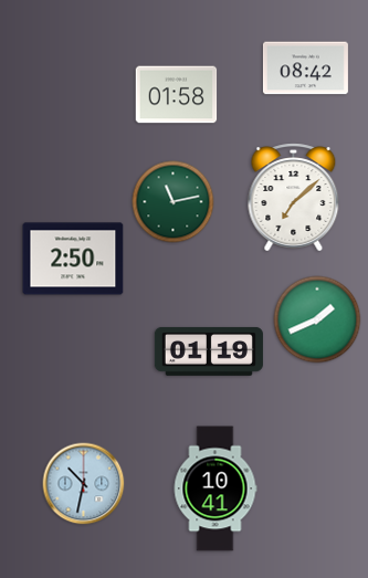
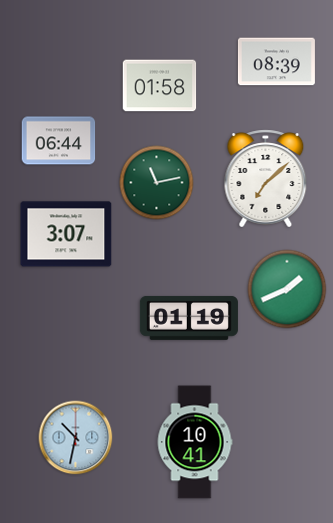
clock at (305, 69): 08:42 -> 08:39
clock at (59, 141): none -> 06:44
clock at (73, 259): 2:50 -> 3:07
